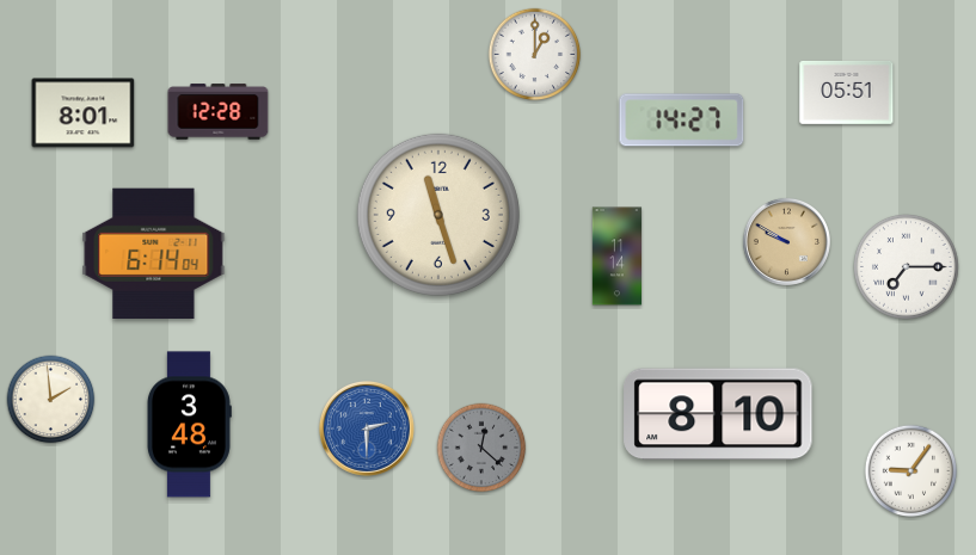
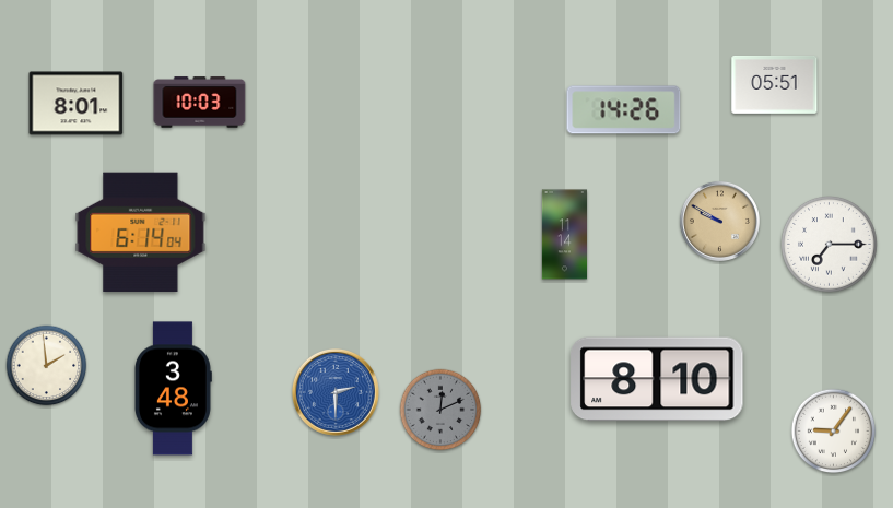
clock at (535, 55): 1:00 -> none
clock at (219, 112): 12:28 -> 10:03
clock at (682, 121): 14:27 -> 14:26
clock at (438, 215): 11:27 -> none
clock at (481, 448): 12:22 -> 12:11
